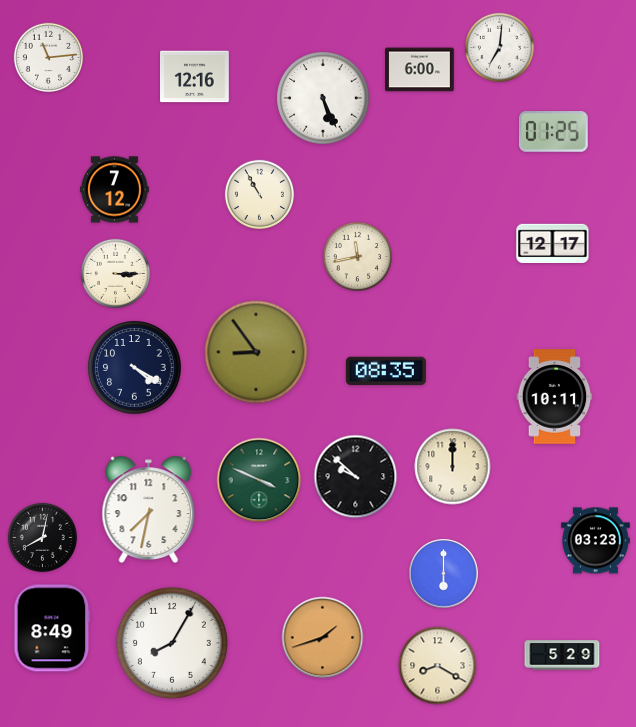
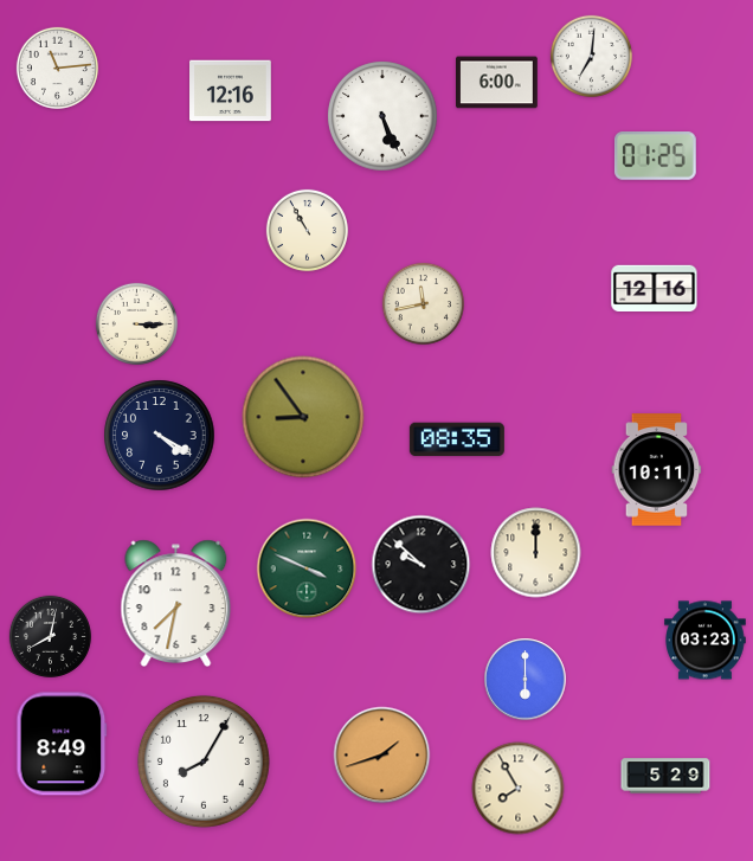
clock at (115, 190): 7:12 -> none
clock at (553, 243): 12:17 -> 12:16
clock at (438, 666): 8:20 -> 7:55
